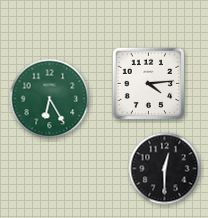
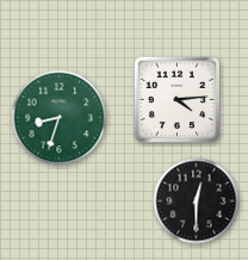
clock at (50, 99): 6:25 -> 8:33
